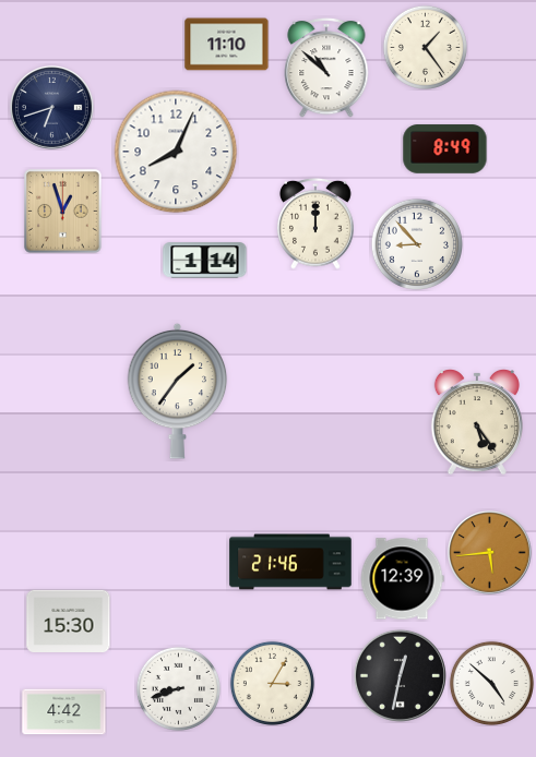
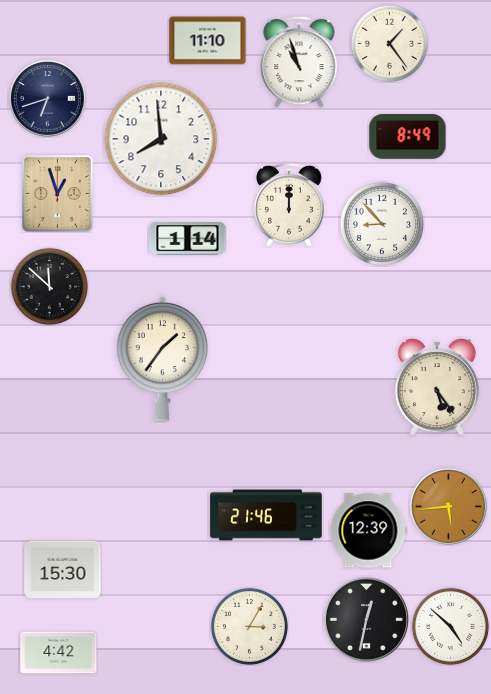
clock at (326, 68): 10:52 -> 10:57
clock at (176, 152): 8:04 -> 7:59
clock at (49, 286): none -> 11:52
clock at (178, 688): 8:42 -> none
